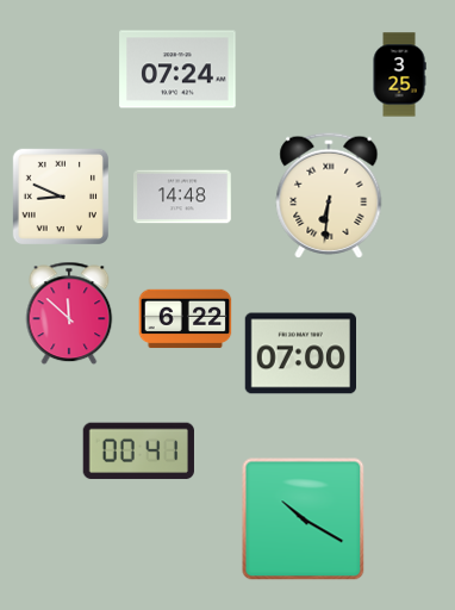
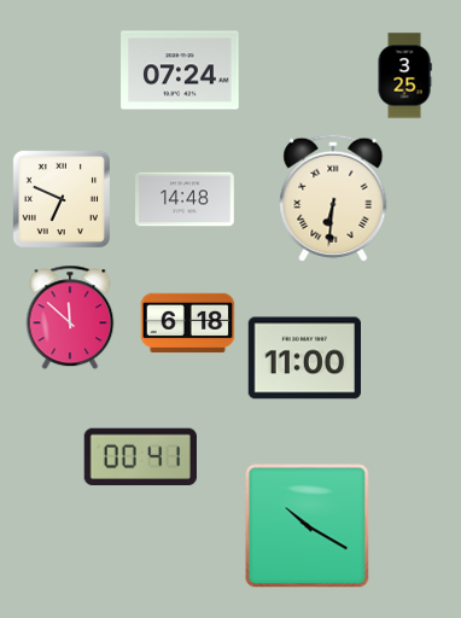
clock at (61, 197): 8:49 -> 6:49
clock at (186, 319): 6:22 -> 6:18
clock at (301, 354): 07:00 -> 11:00
